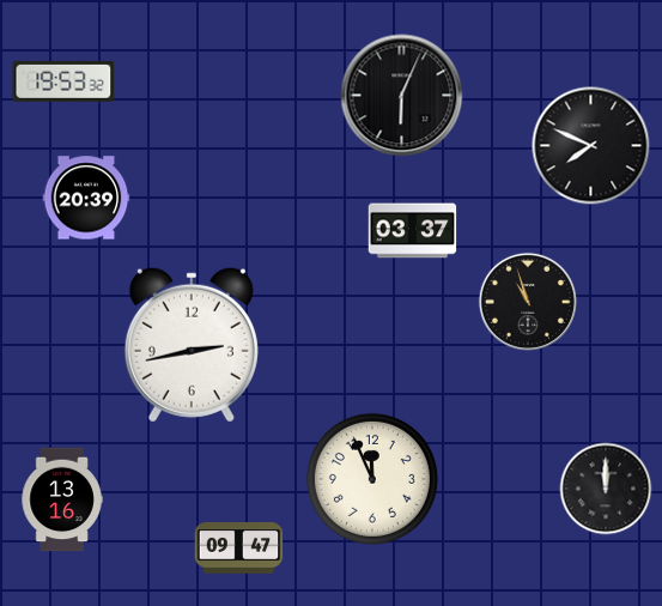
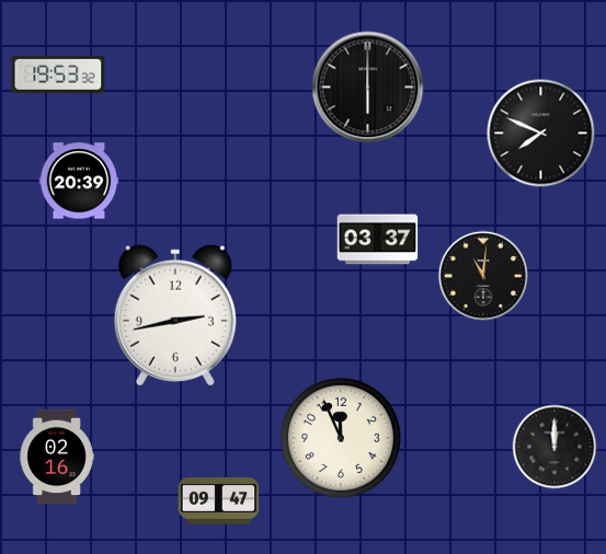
clock at (402, 96): 6:04 -> 6:00
clock at (413, 231) position: (413, 231) -> (378, 240)
clock at (528, 302): 10:57 -> 11:01
clock at (62, 499): 13:16 -> 02:16
